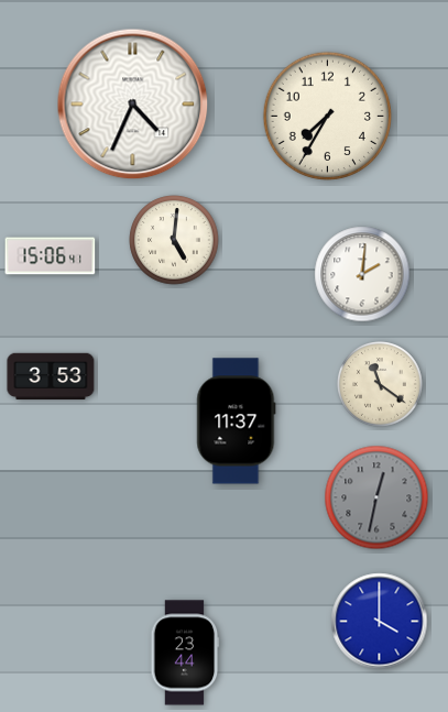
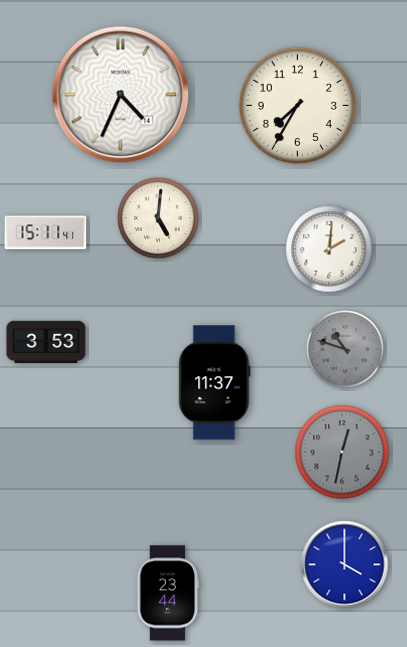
clock at (51, 256): 15:06 -> 15:11
clock at (381, 385): 11:21 -> 10:48
clock at (381, 385) dial: cream -> grey
